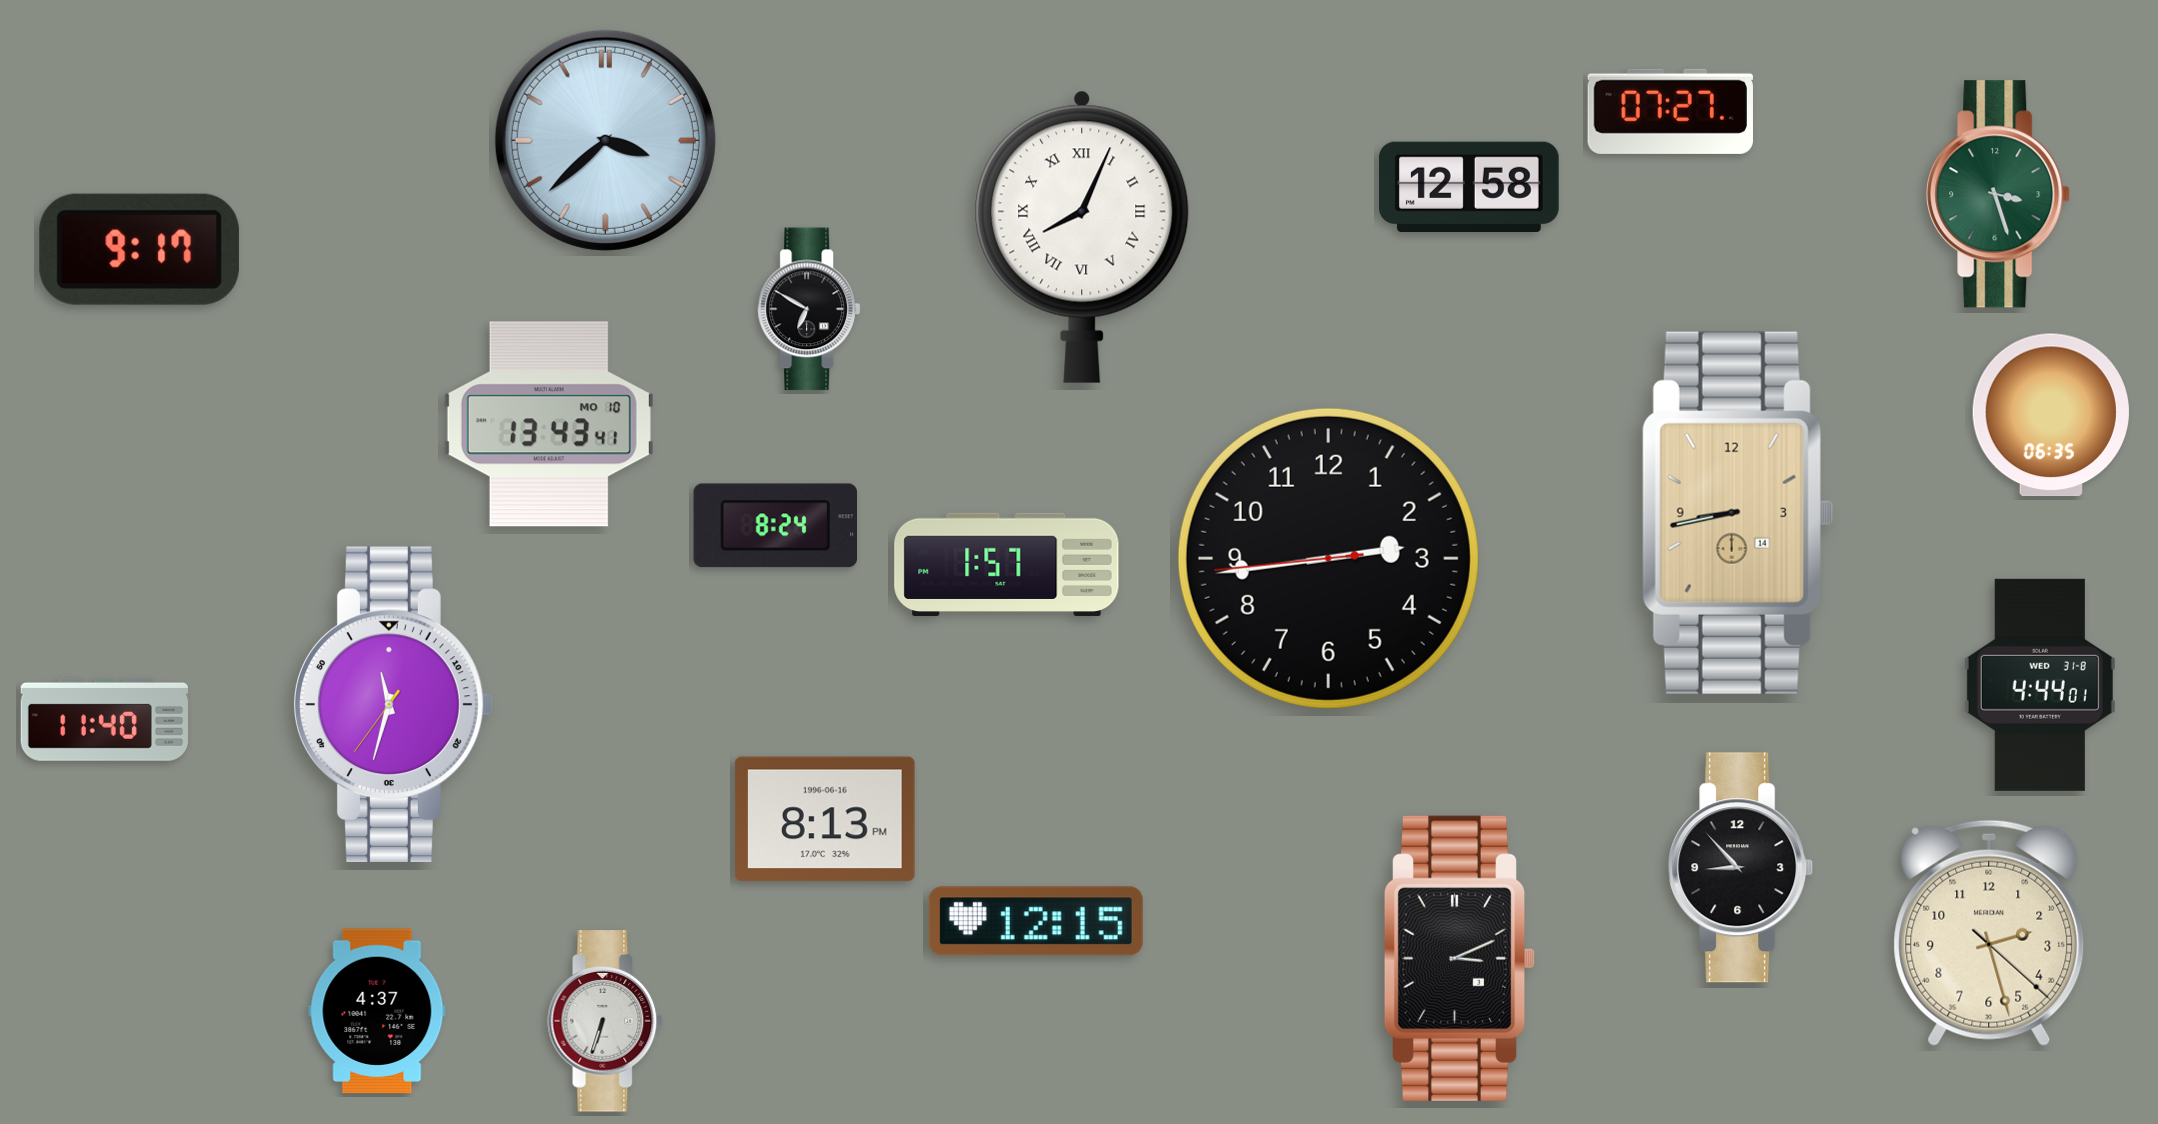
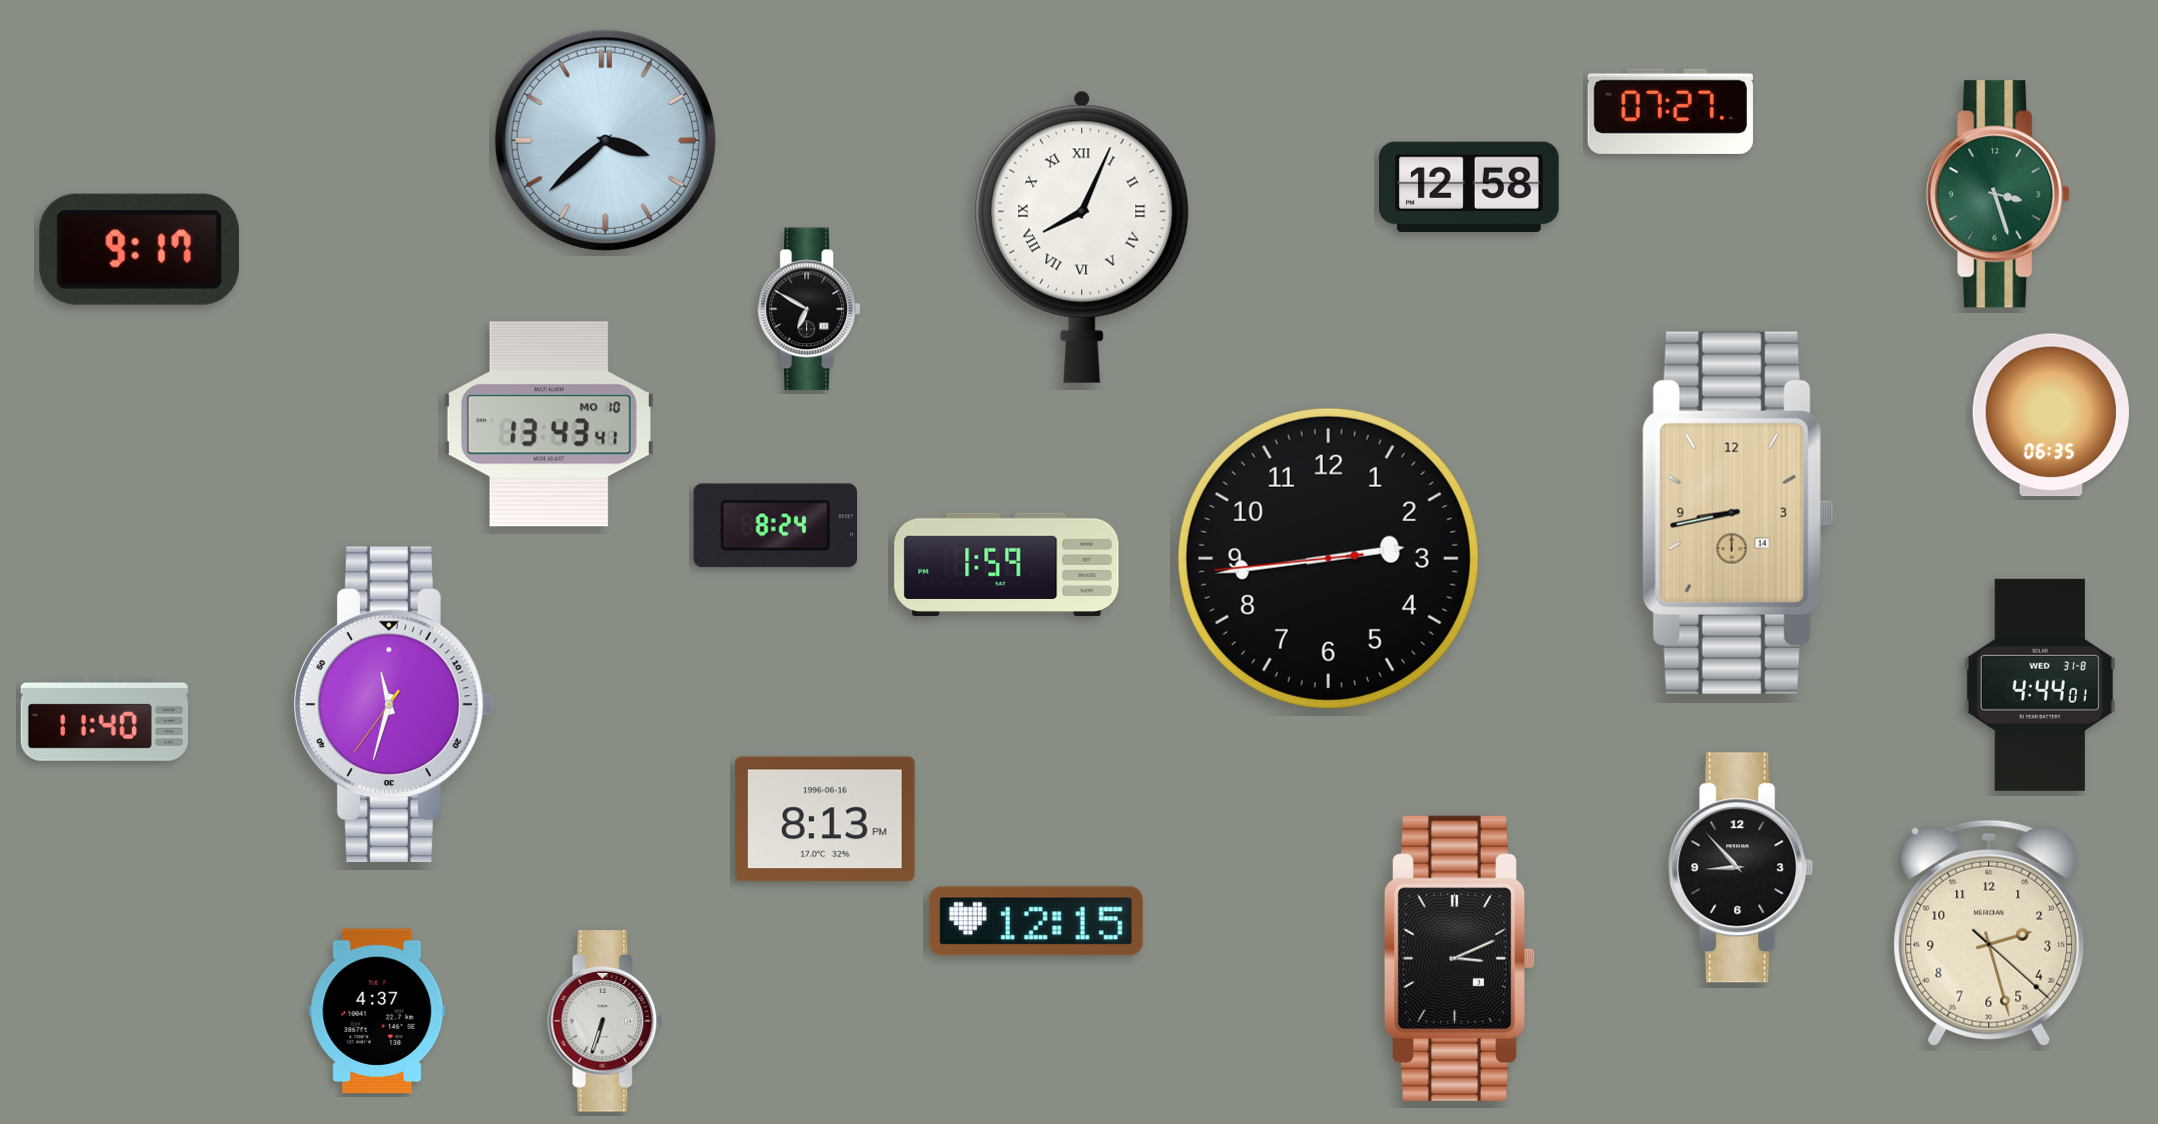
clock at (1007, 565): 1:57 -> 1:59
